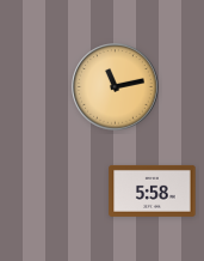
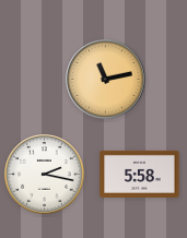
clock at (45, 175): none -> 2:17
